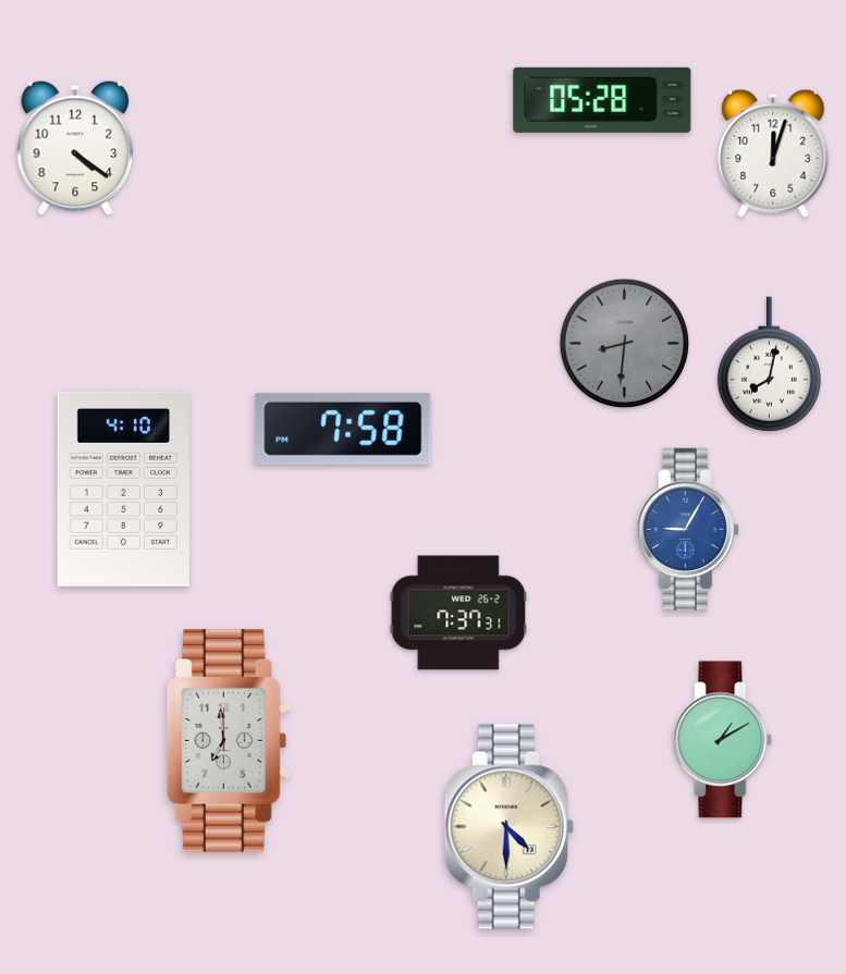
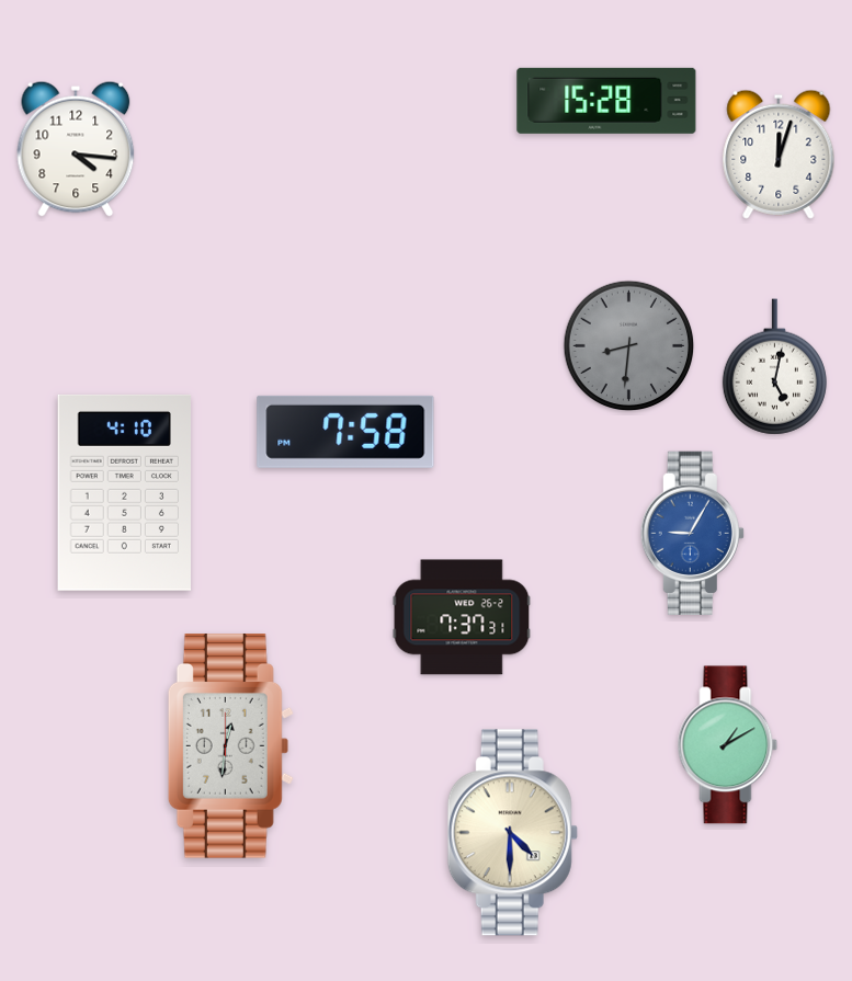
clock at (602, 100): 05:28 -> 15:28
clock at (75, 148): 4:21 -> 4:16
clock at (769, 365): 8:02 -> 5:02
clock at (229, 741): 6:59 -> 12:31
